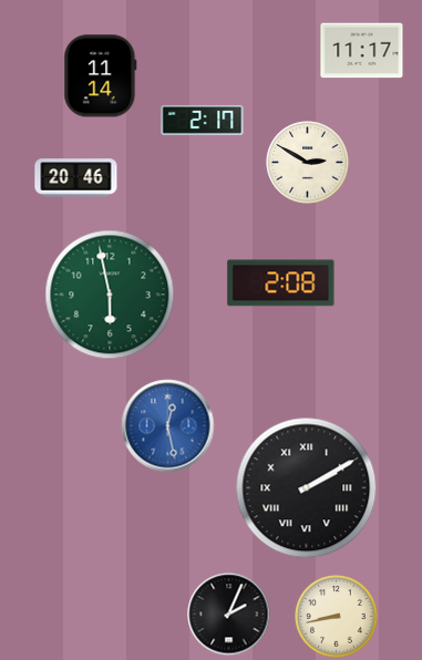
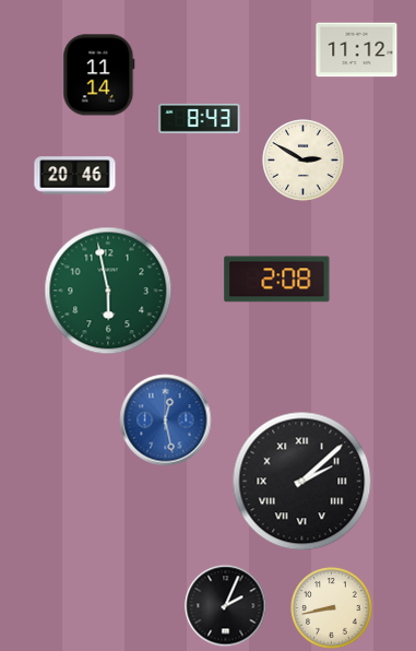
clock at (362, 51): 11:17 -> 11:12
clock at (203, 120): 2:17 -> 8:43
clock at (307, 488): 2:10 -> 2:08
